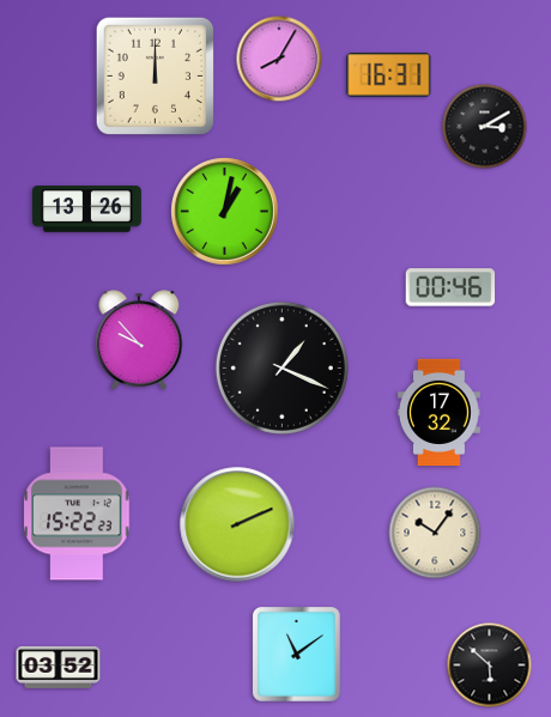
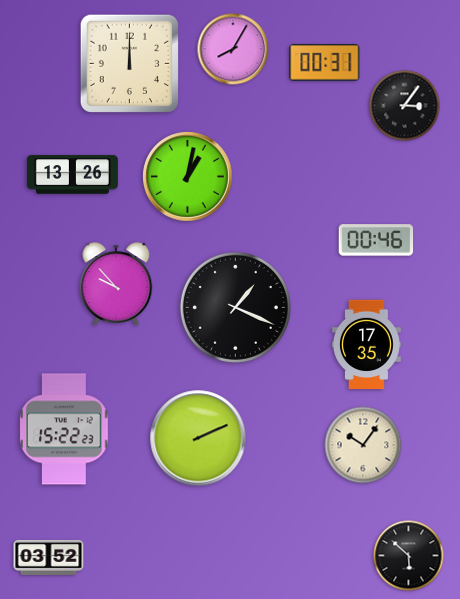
clock at (389, 75): 16:31 -> 00:31
clock at (485, 127): 3:10 -> 3:06
clock at (438, 412): 17:32 -> 17:35
clock at (296, 654): 11:09 -> none
